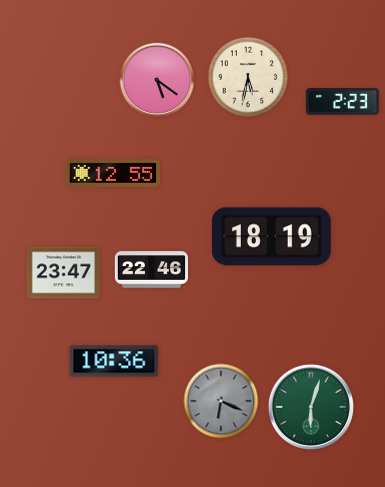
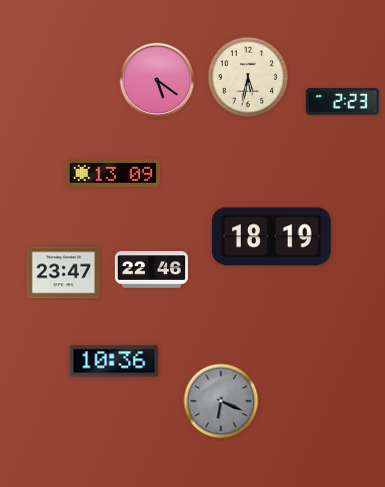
clock at (113, 173): 12:55 -> 13:09
clock at (310, 406): 6:03 -> none
